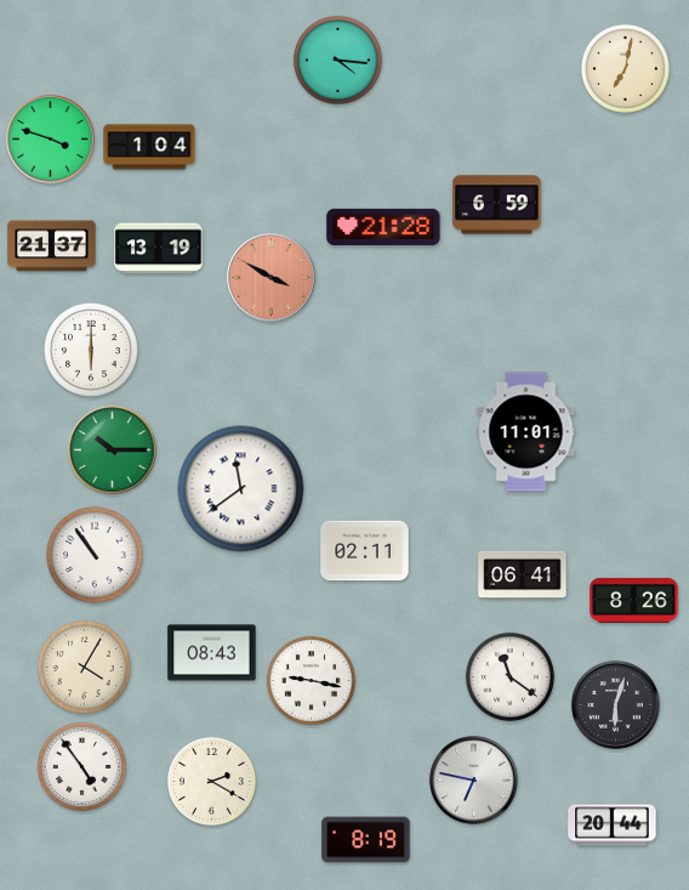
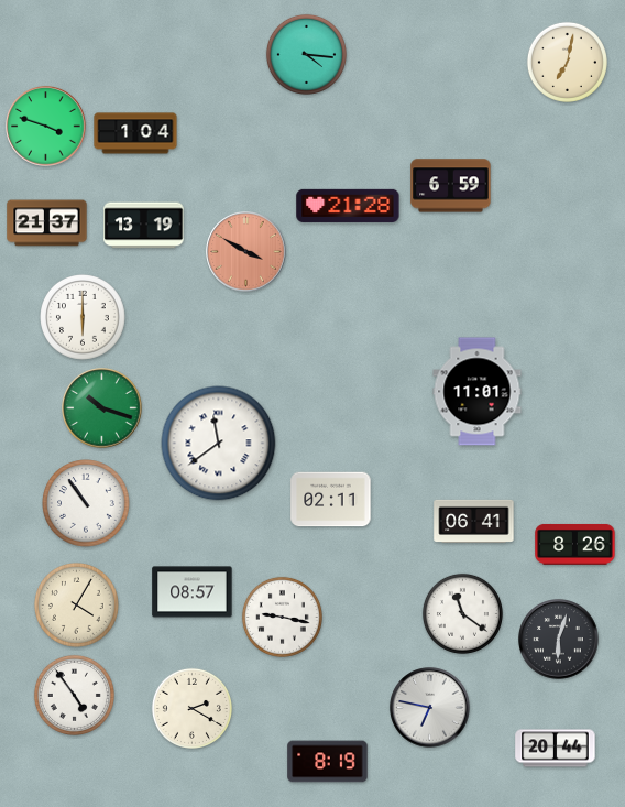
clock at (113, 450): 10:15 -> 10:18
clock at (212, 653): 08:43 -> 08:57
clock at (366, 840) position: (366, 840) -> (328, 762)
